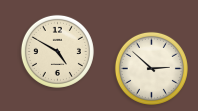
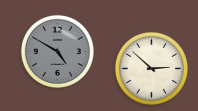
clock at (57, 51) dial: cream -> grey
